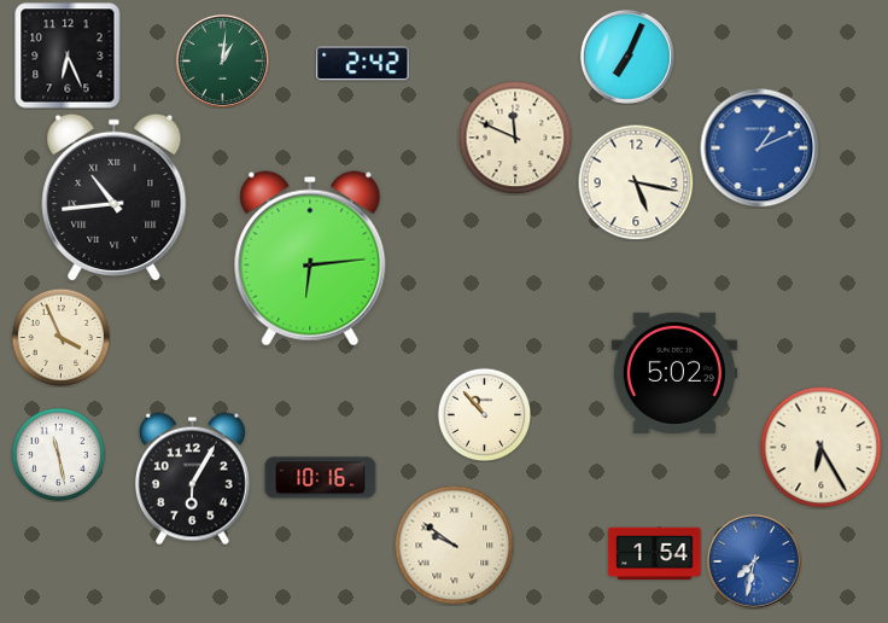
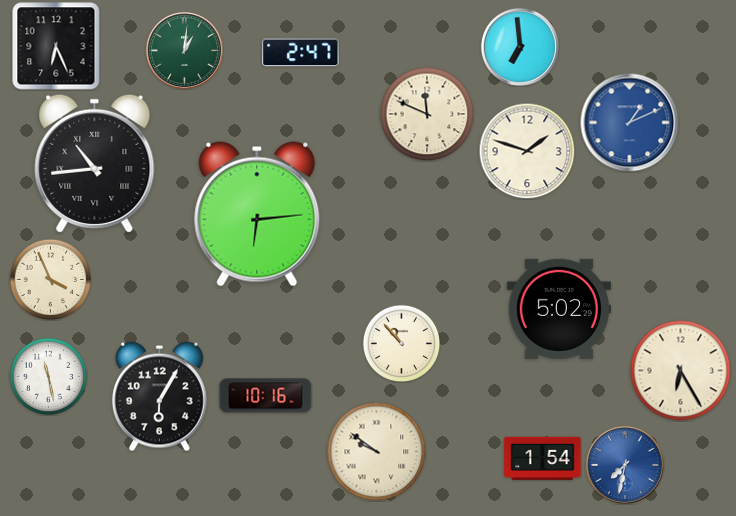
clock at (627, 57): 7:04 -> 6:59
clock at (363, 64): 2:42 -> 2:47
clock at (636, 182): 5:17 -> 1:48
